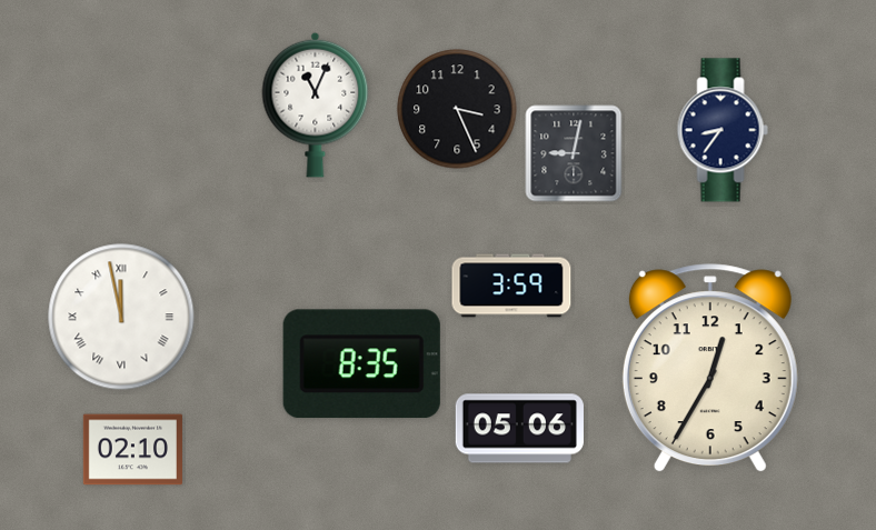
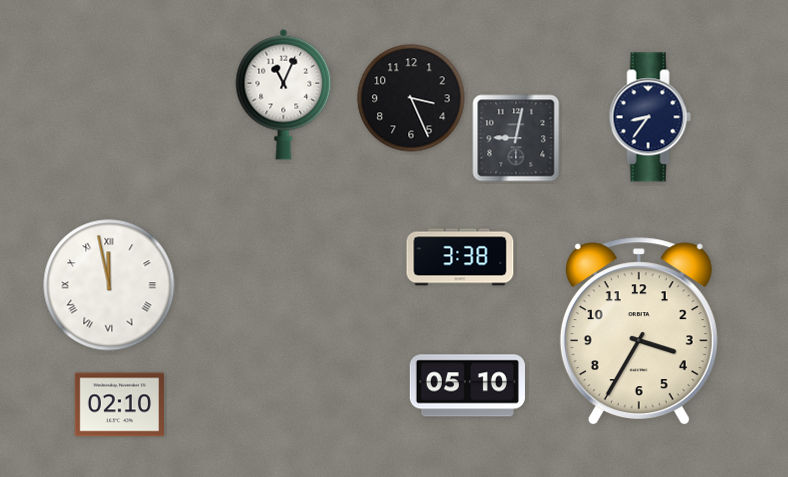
clock at (511, 286): 3:59 -> 3:38
clock at (361, 364): 8:35 -> none
clock at (710, 369): 12:35 -> 3:35
clock at (519, 429): 05:06 -> 05:10
